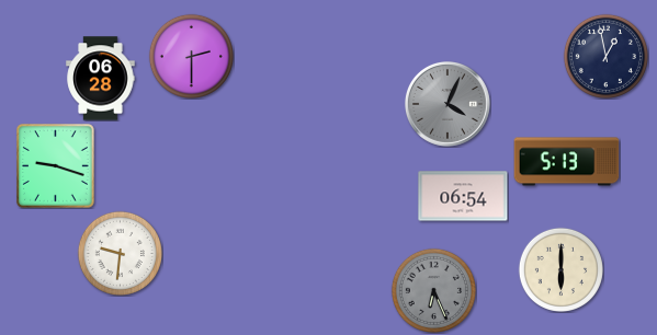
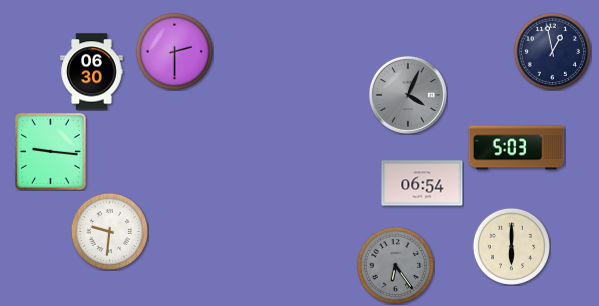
clock at (101, 79): 06:28 -> 06:30
clock at (567, 162): 5:13 -> 5:03
clock at (55, 166): 9:18 -> 9:16
clock at (463, 196) position: (463, 196) -> (422, 183)
clock at (433, 290): 6:26 -> 6:24
